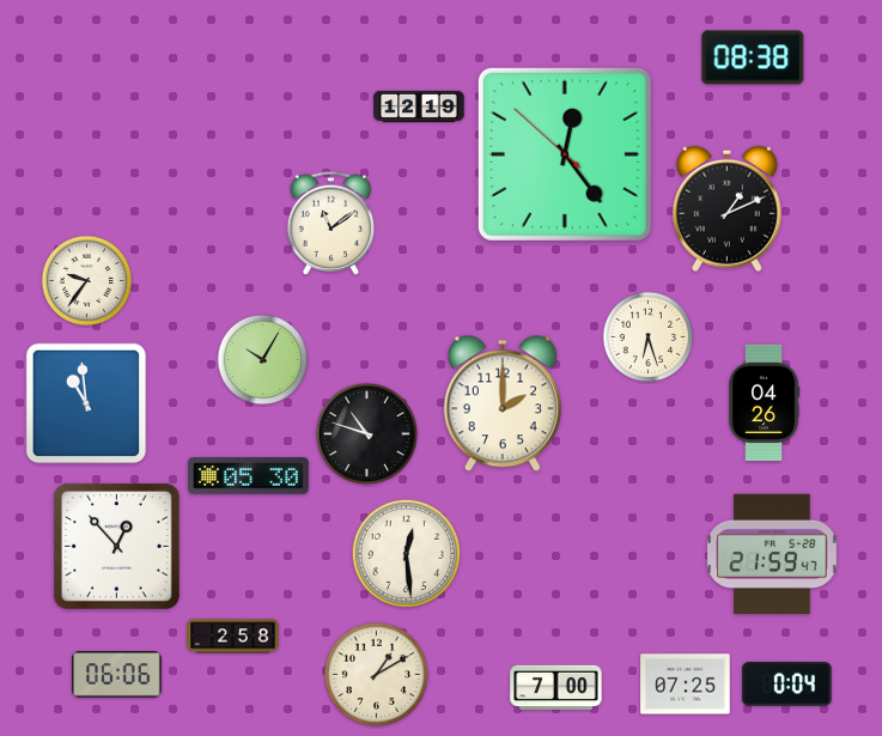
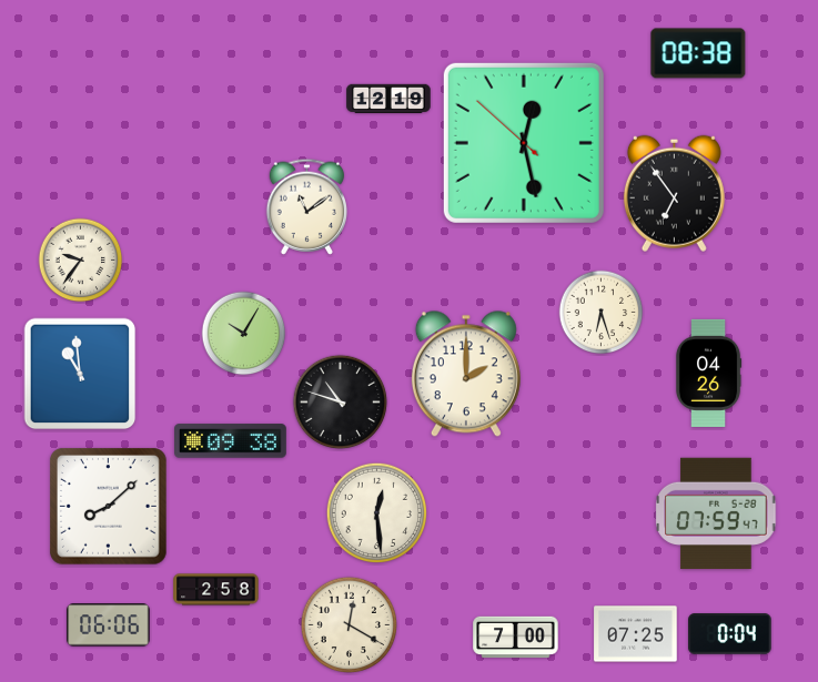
clock at (565, 154): 12:23 -> 12:27
clock at (726, 208): 1:11 -> 6:54
clock at (249, 476): 05:30 -> 09:38
clock at (117, 547): 12:53 -> 8:08
clock at (772, 554): 21:59 -> 07:59
clock at (377, 675): 1:10 -> 12:20
